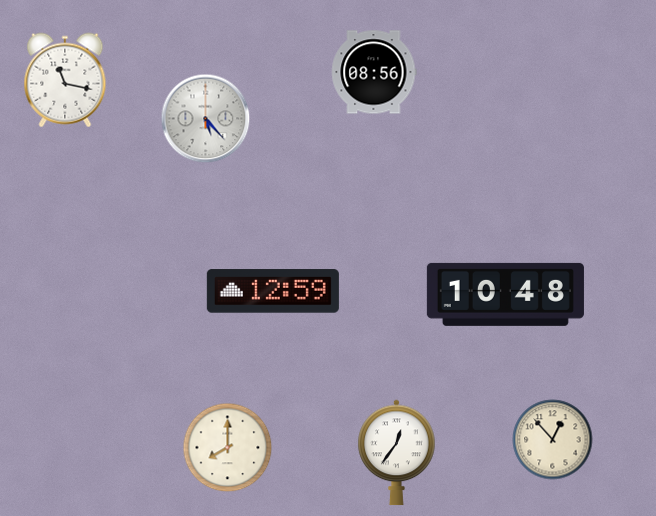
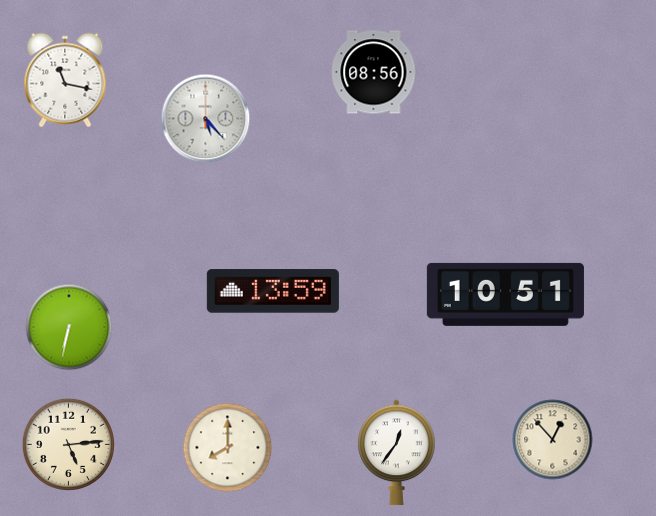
clock at (273, 291): 12:59 -> 13:59
clock at (505, 294): 10:48 -> 10:51
clock at (69, 327): none -> 6:32
clock at (68, 444): none -> 5:14
